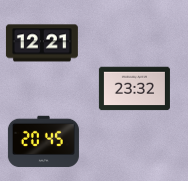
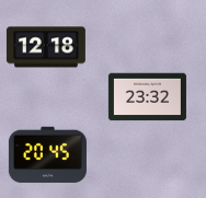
clock at (42, 43): 12:21 -> 12:18
